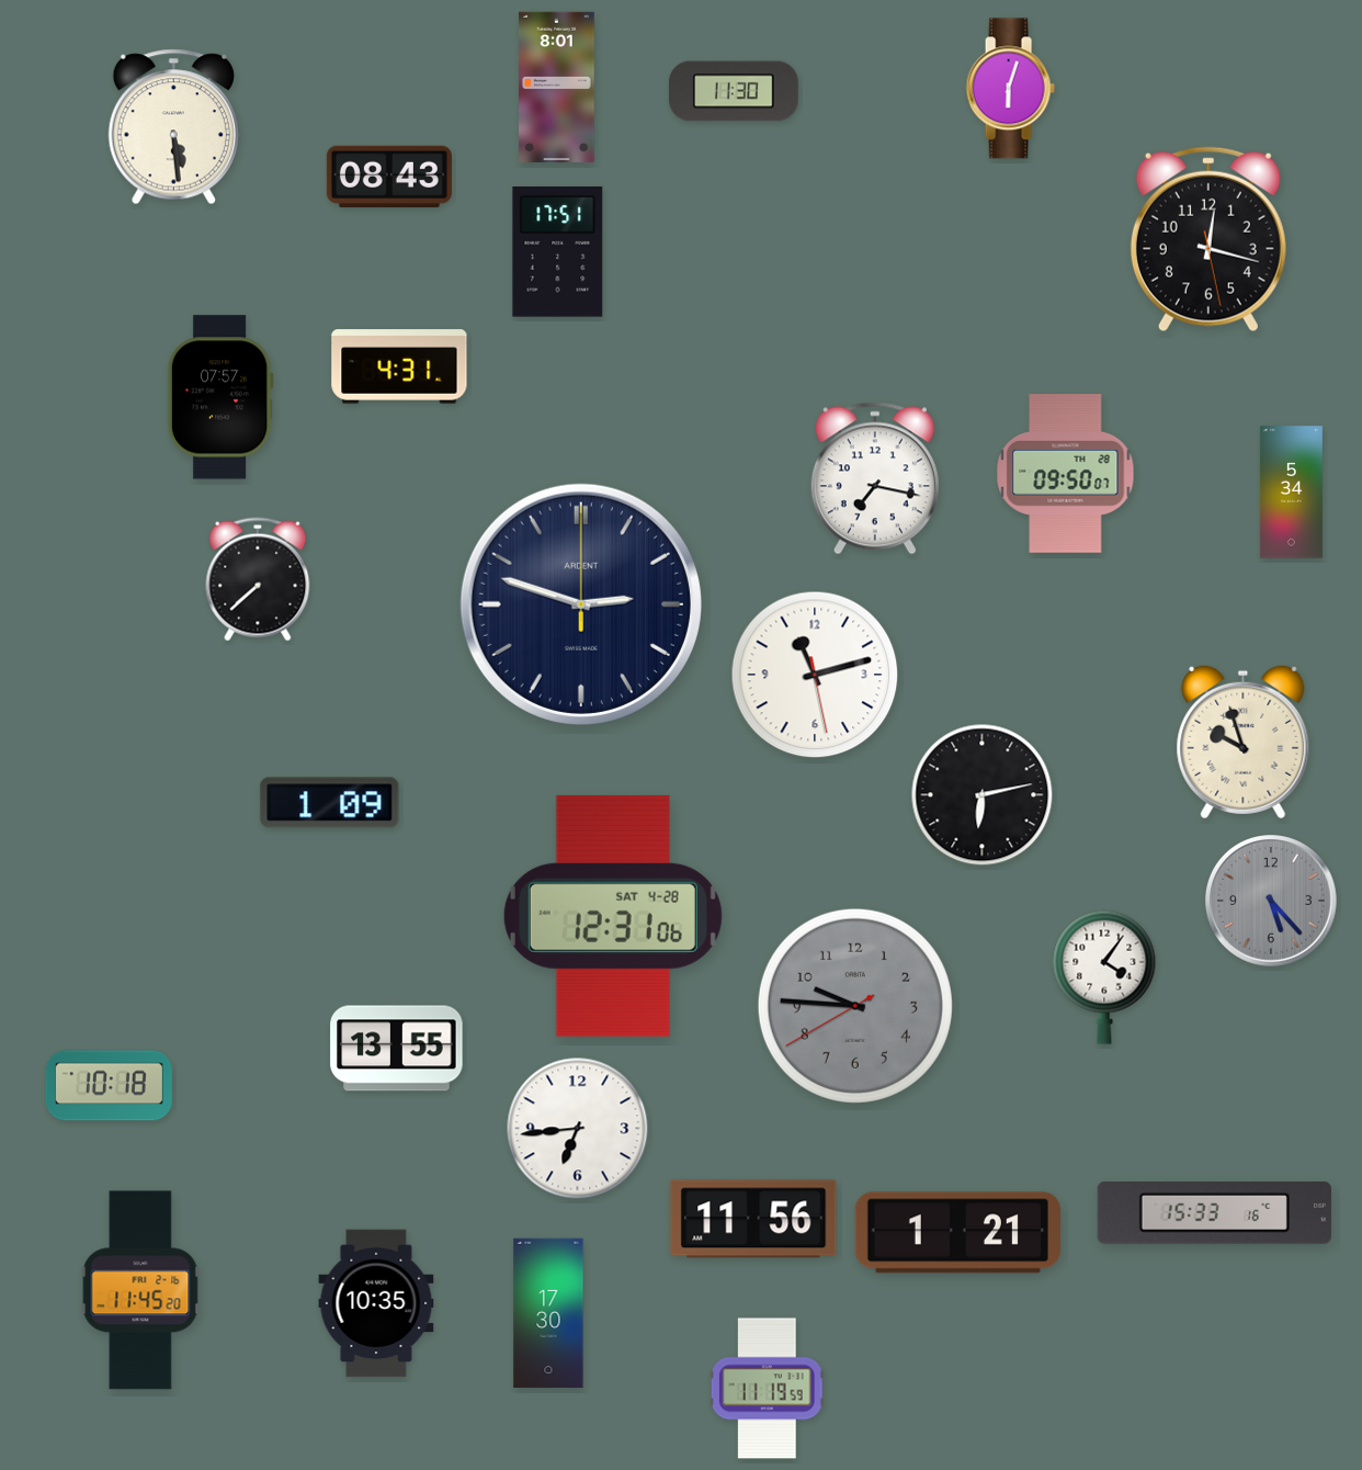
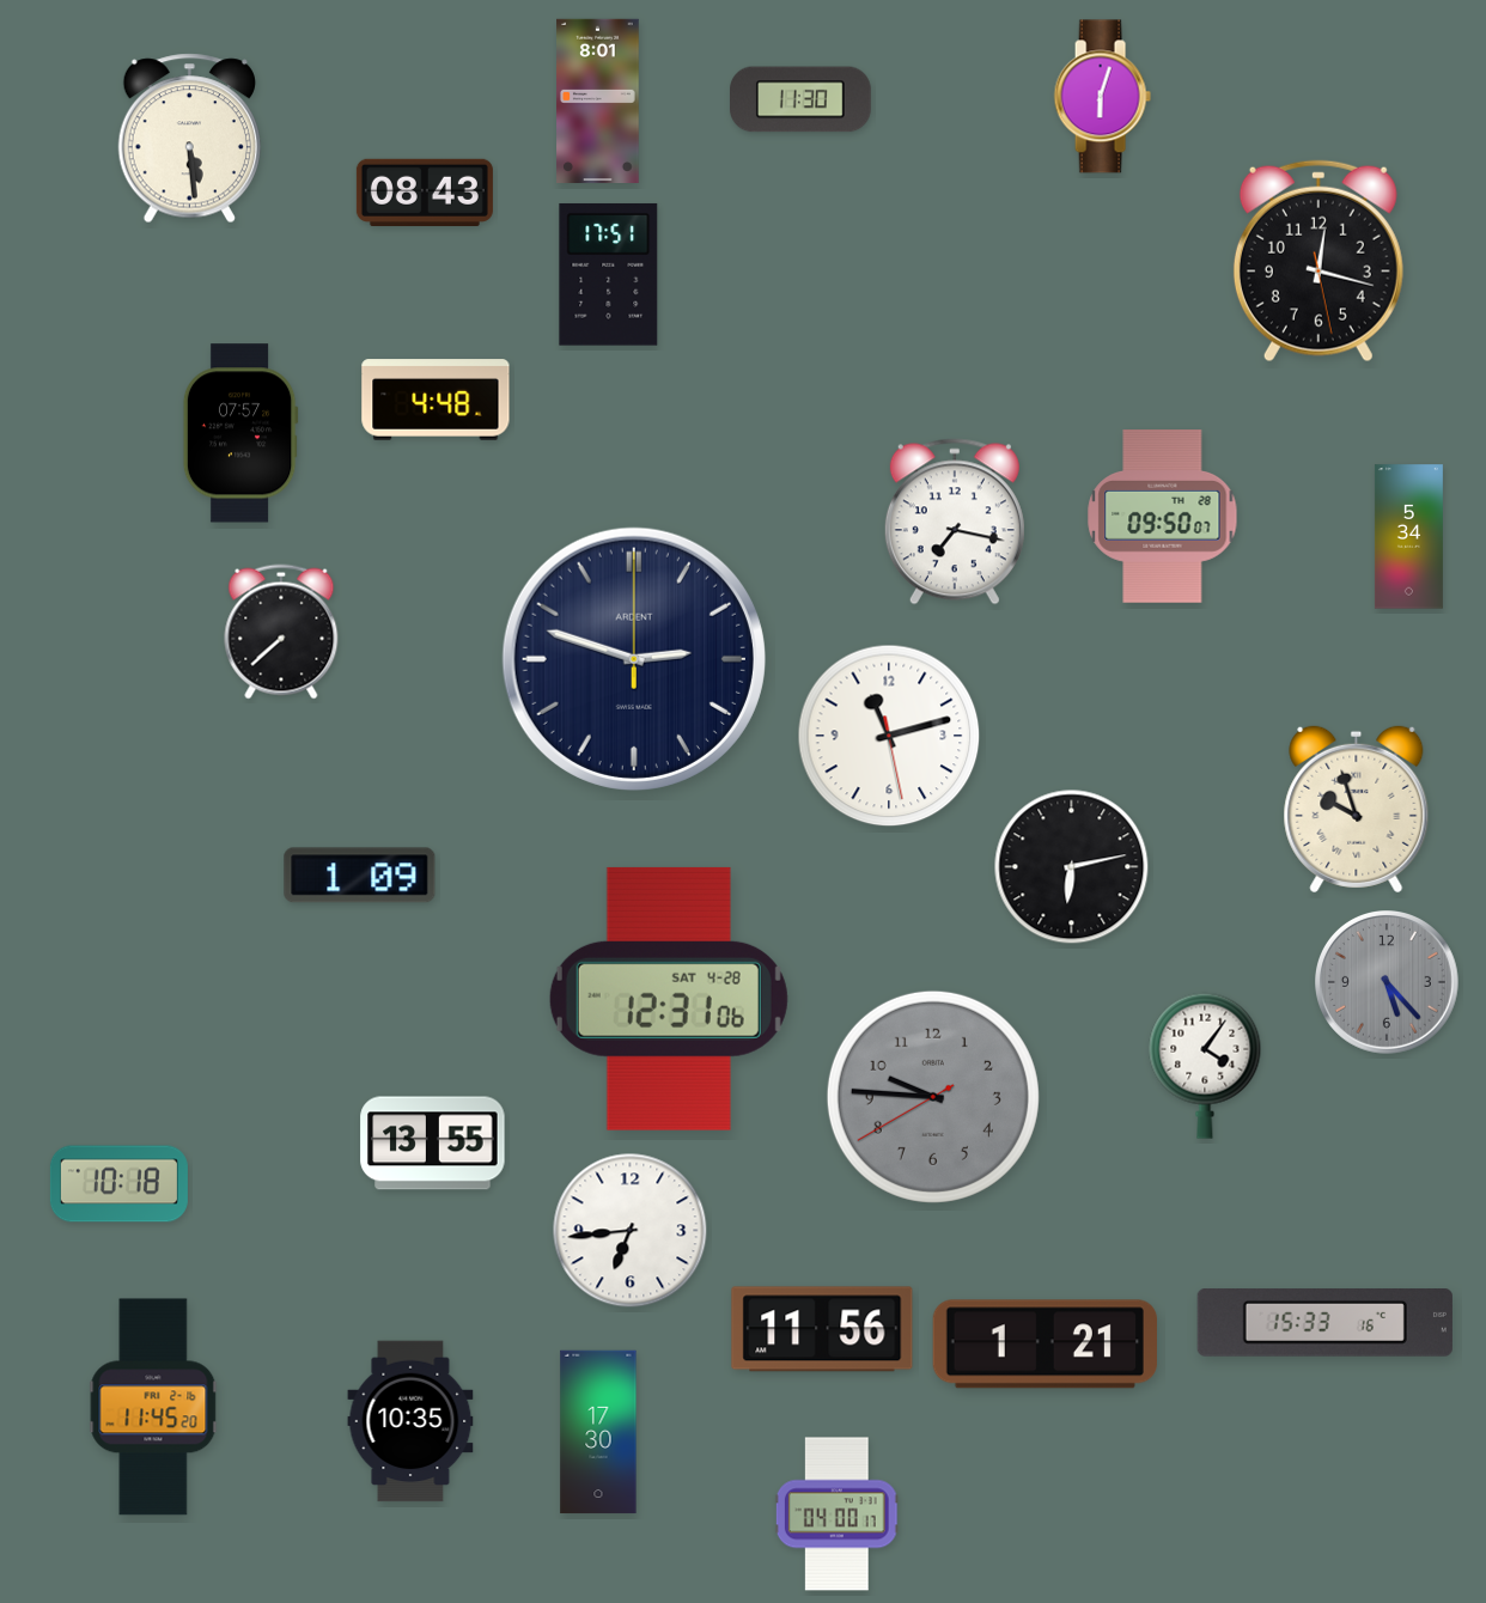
clock at (557, 87) position: (557, 87) -> (598, 100)
clock at (399, 366): 4:31 -> 4:48
clock at (767, 1389): 11:19 -> 04:00
